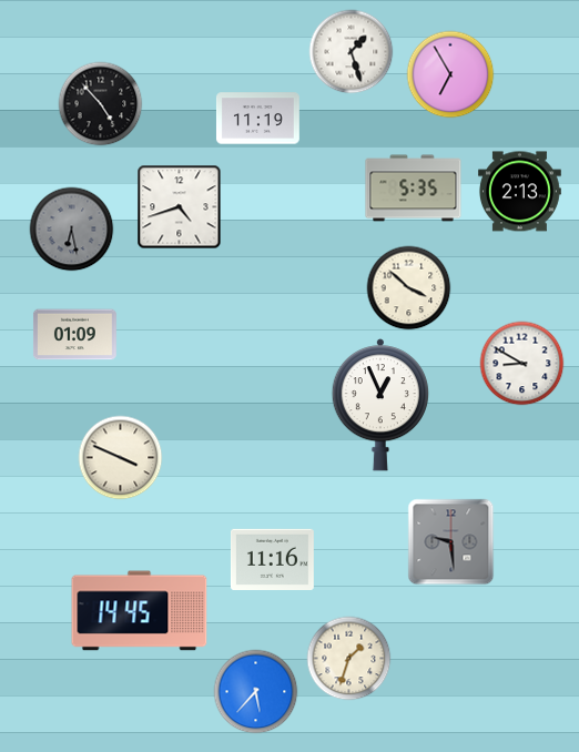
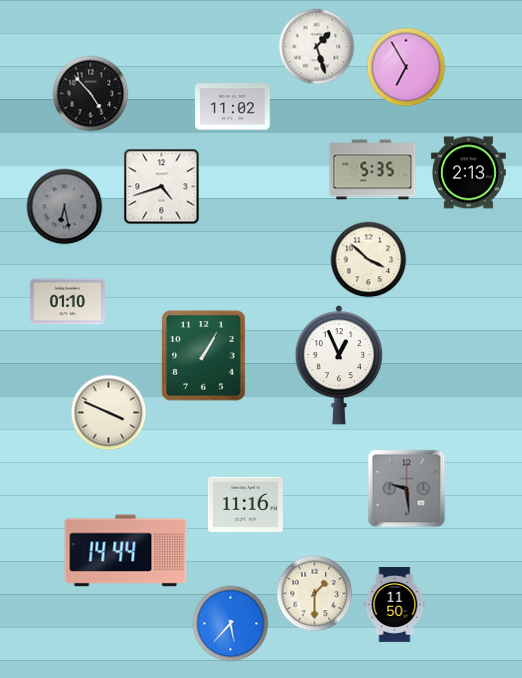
clock at (258, 119): 11:19 -> 11:02
clock at (74, 335): 01:09 -> 01:10
clock at (522, 364): 8:50 -> none
clock at (204, 356): none -> 1:05
clock at (380, 405) position: (380, 405) -> (339, 365)
clock at (140, 611): 14:45 -> 14:44
clock at (349, 659): 1:33 -> 1:30
clock at (395, 605): none -> 11:50
